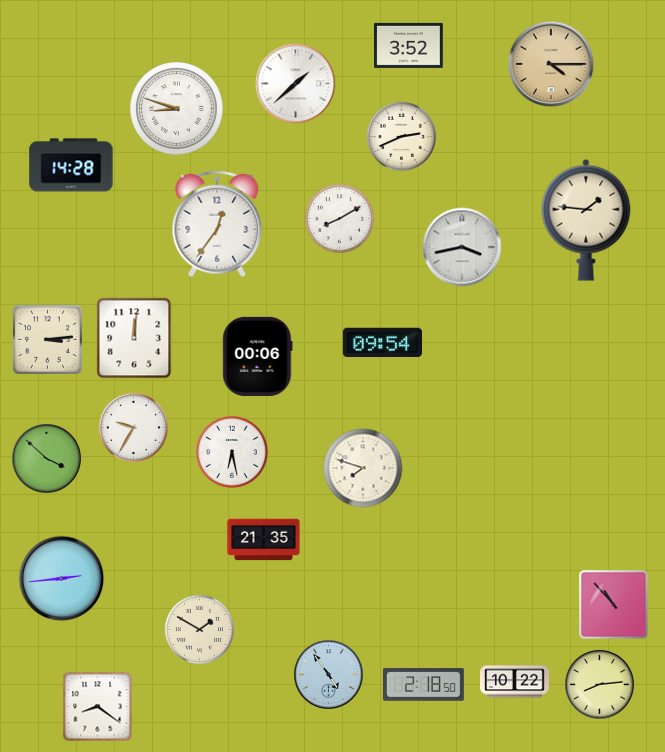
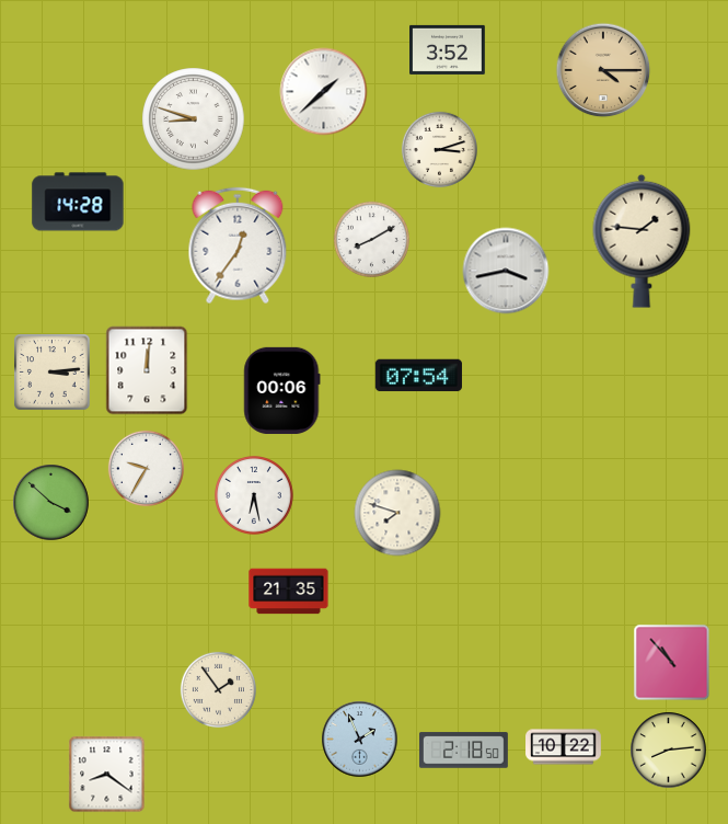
clock at (401, 136): 2:41 -> 3:12
clock at (71, 165) position: (71, 165) -> (78, 202)
clock at (382, 343): 09:54 -> 07:54
clock at (62, 579): 2:44 -> none
clock at (199, 629): 1:50 -> 1:54
clock at (329, 675): 4:54 -> 1:56
clock at (600, 685) position: (600, 685) -> (669, 751)
